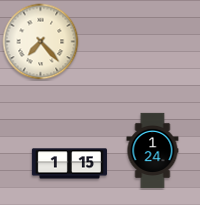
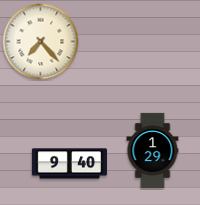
clock at (153, 150): 1:24 -> 1:29
clock at (69, 164): 1:15 -> 9:40
